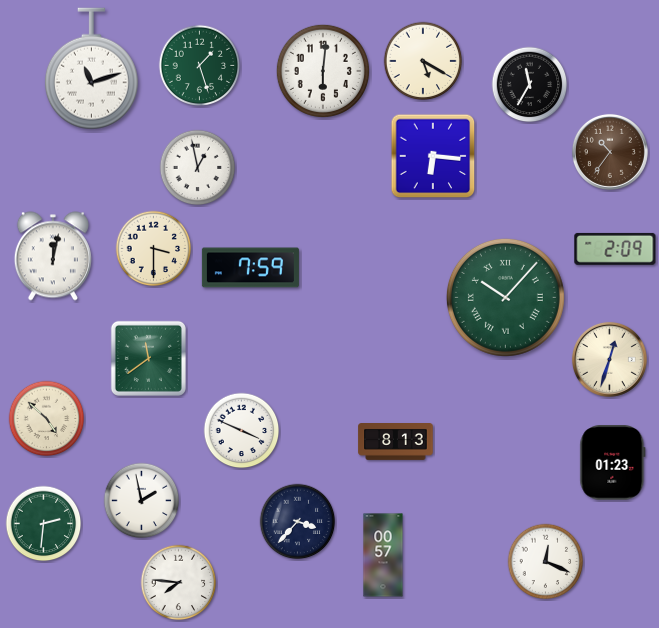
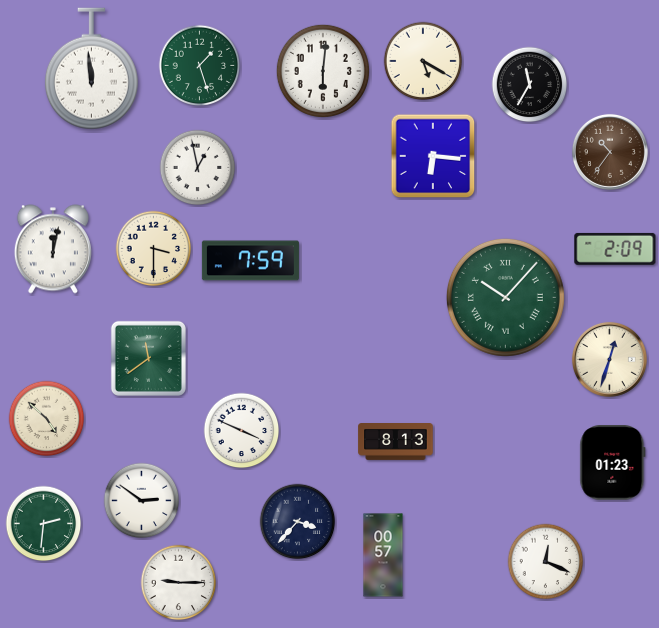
clock at (91, 69): 11:12 -> 11:59
clock at (53, 256) position: (53, 256) -> (53, 249)
clock at (250, 268) position: (250, 268) -> (250, 261)
clock at (142, 501): 1:58 -> 2:51
clock at (179, 583): 7:46 -> 9:15
